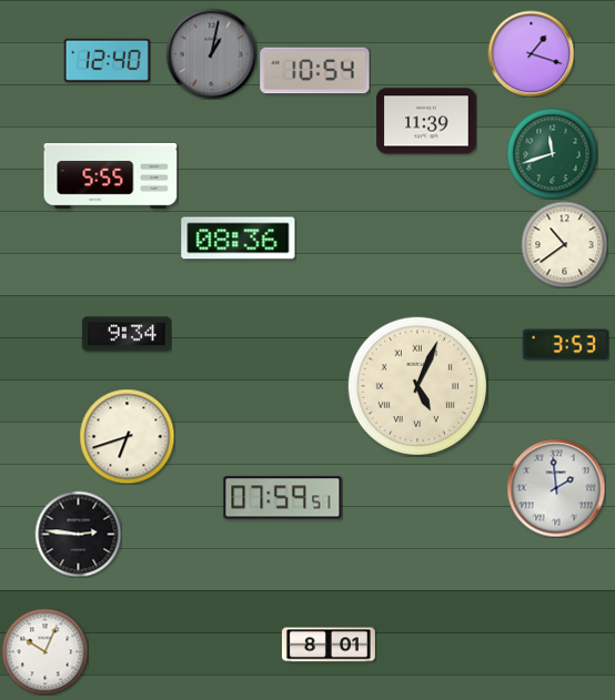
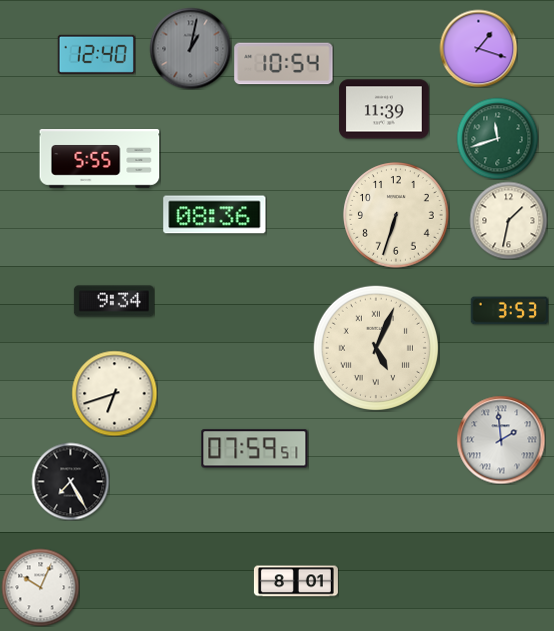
clock at (396, 215): none -> 6:33
clock at (564, 244): 10:39 -> 1:32
clock at (78, 534): 2:46 -> 7:25
